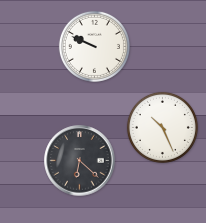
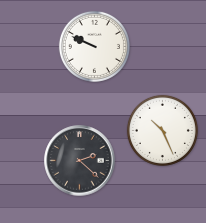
clock at (162, 127) position: (162, 127) -> (162, 130)
clock at (80, 161): 6:22 -> 2:22
